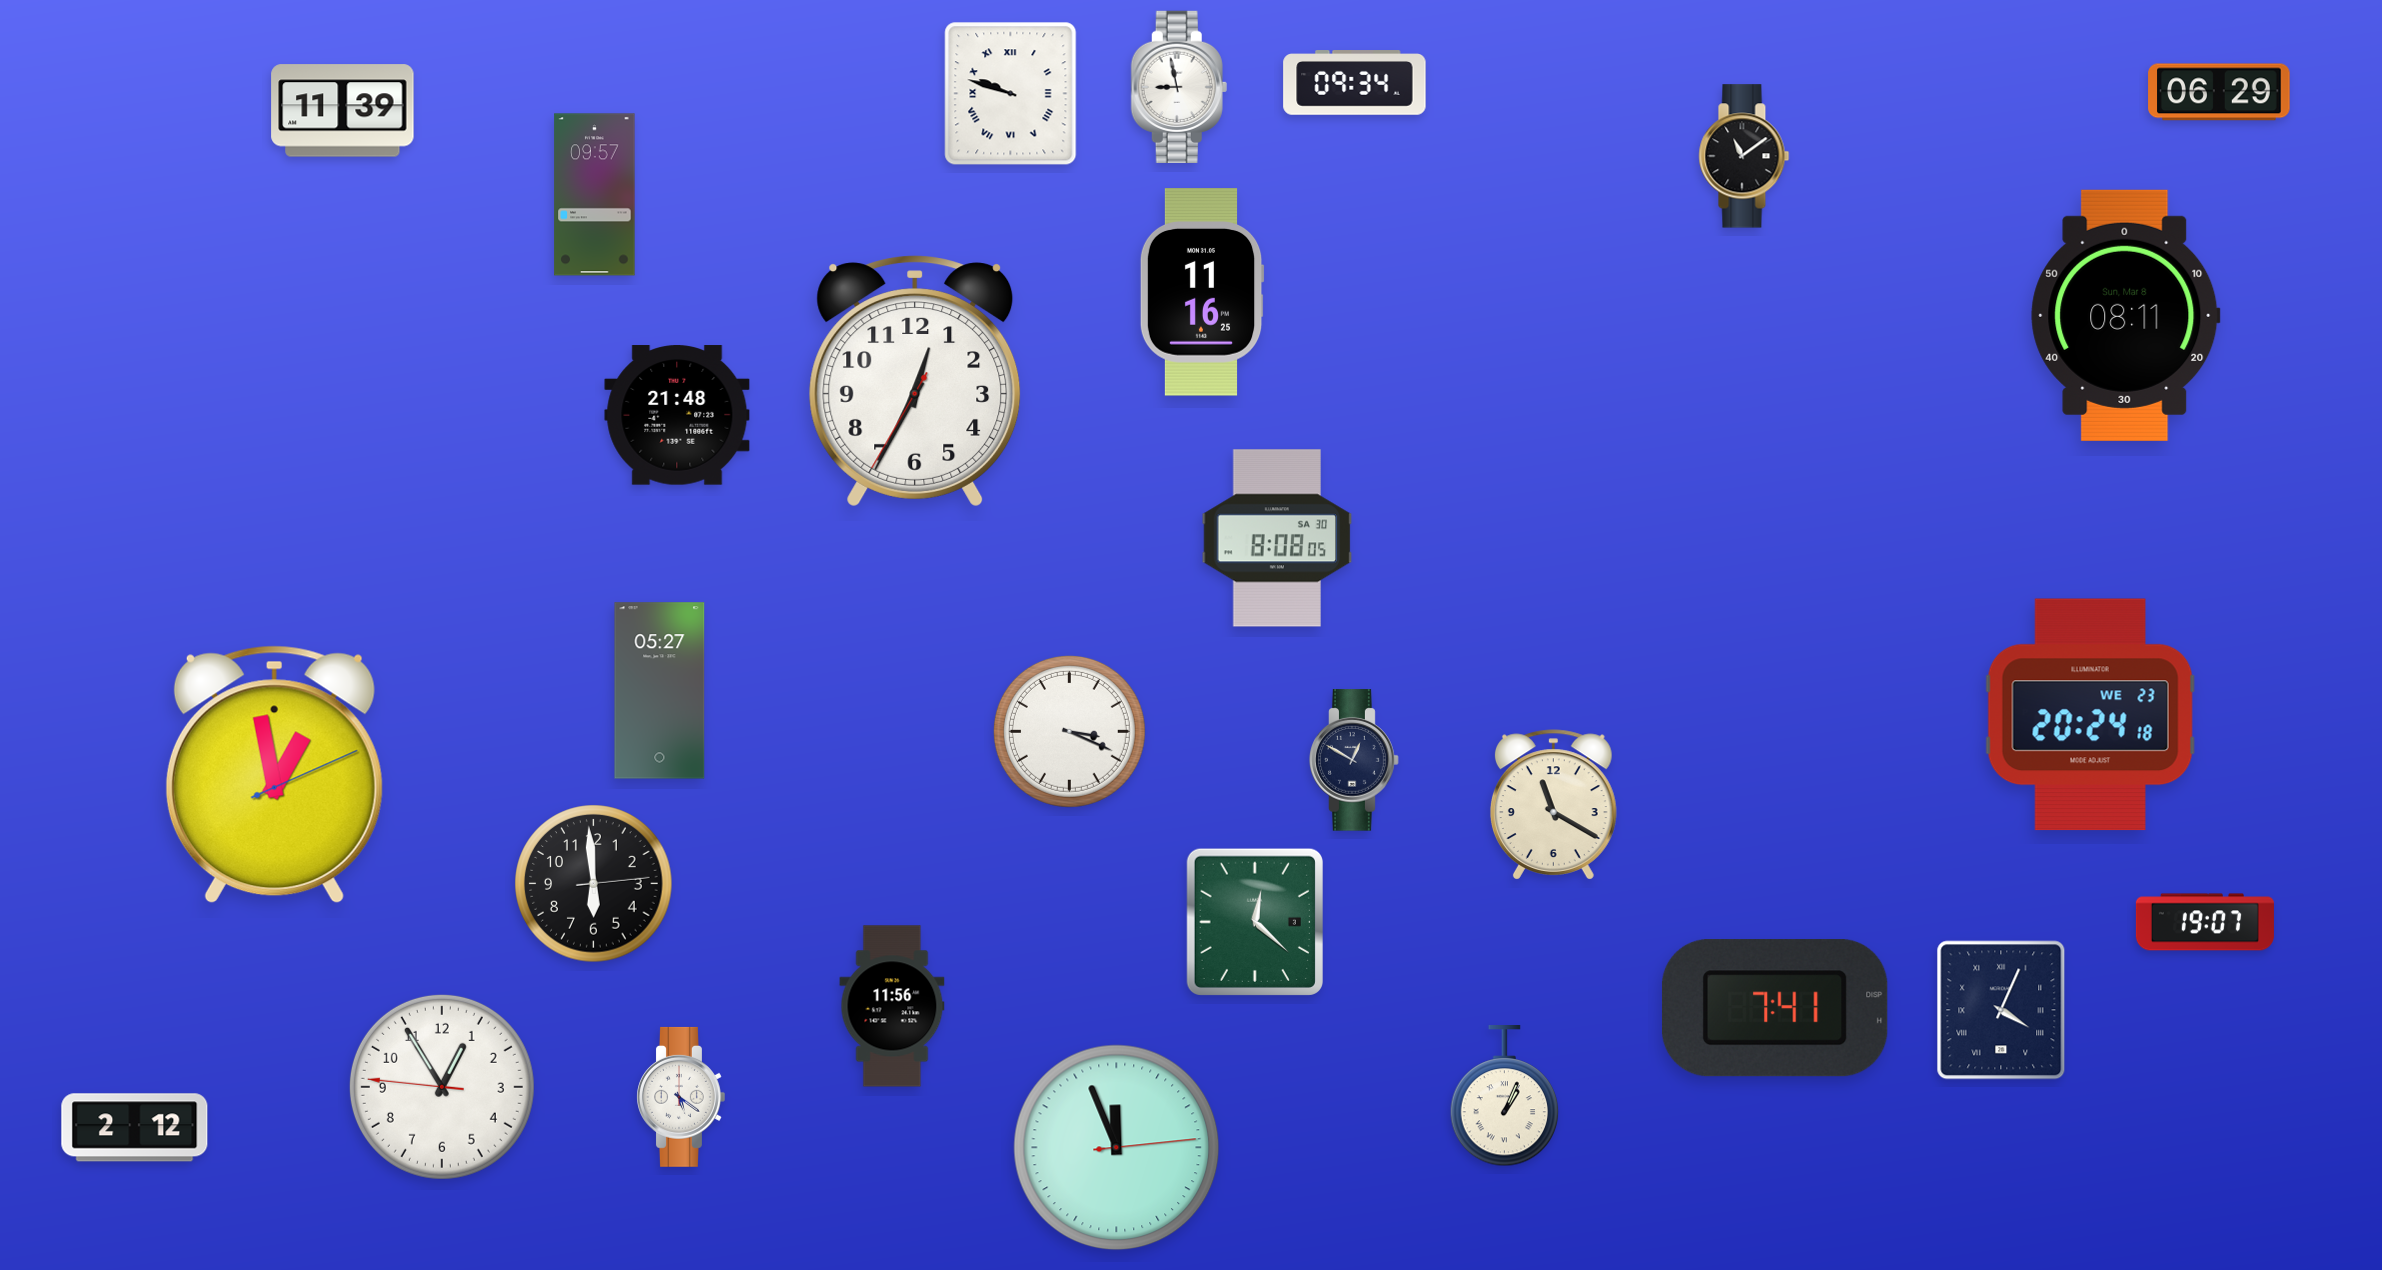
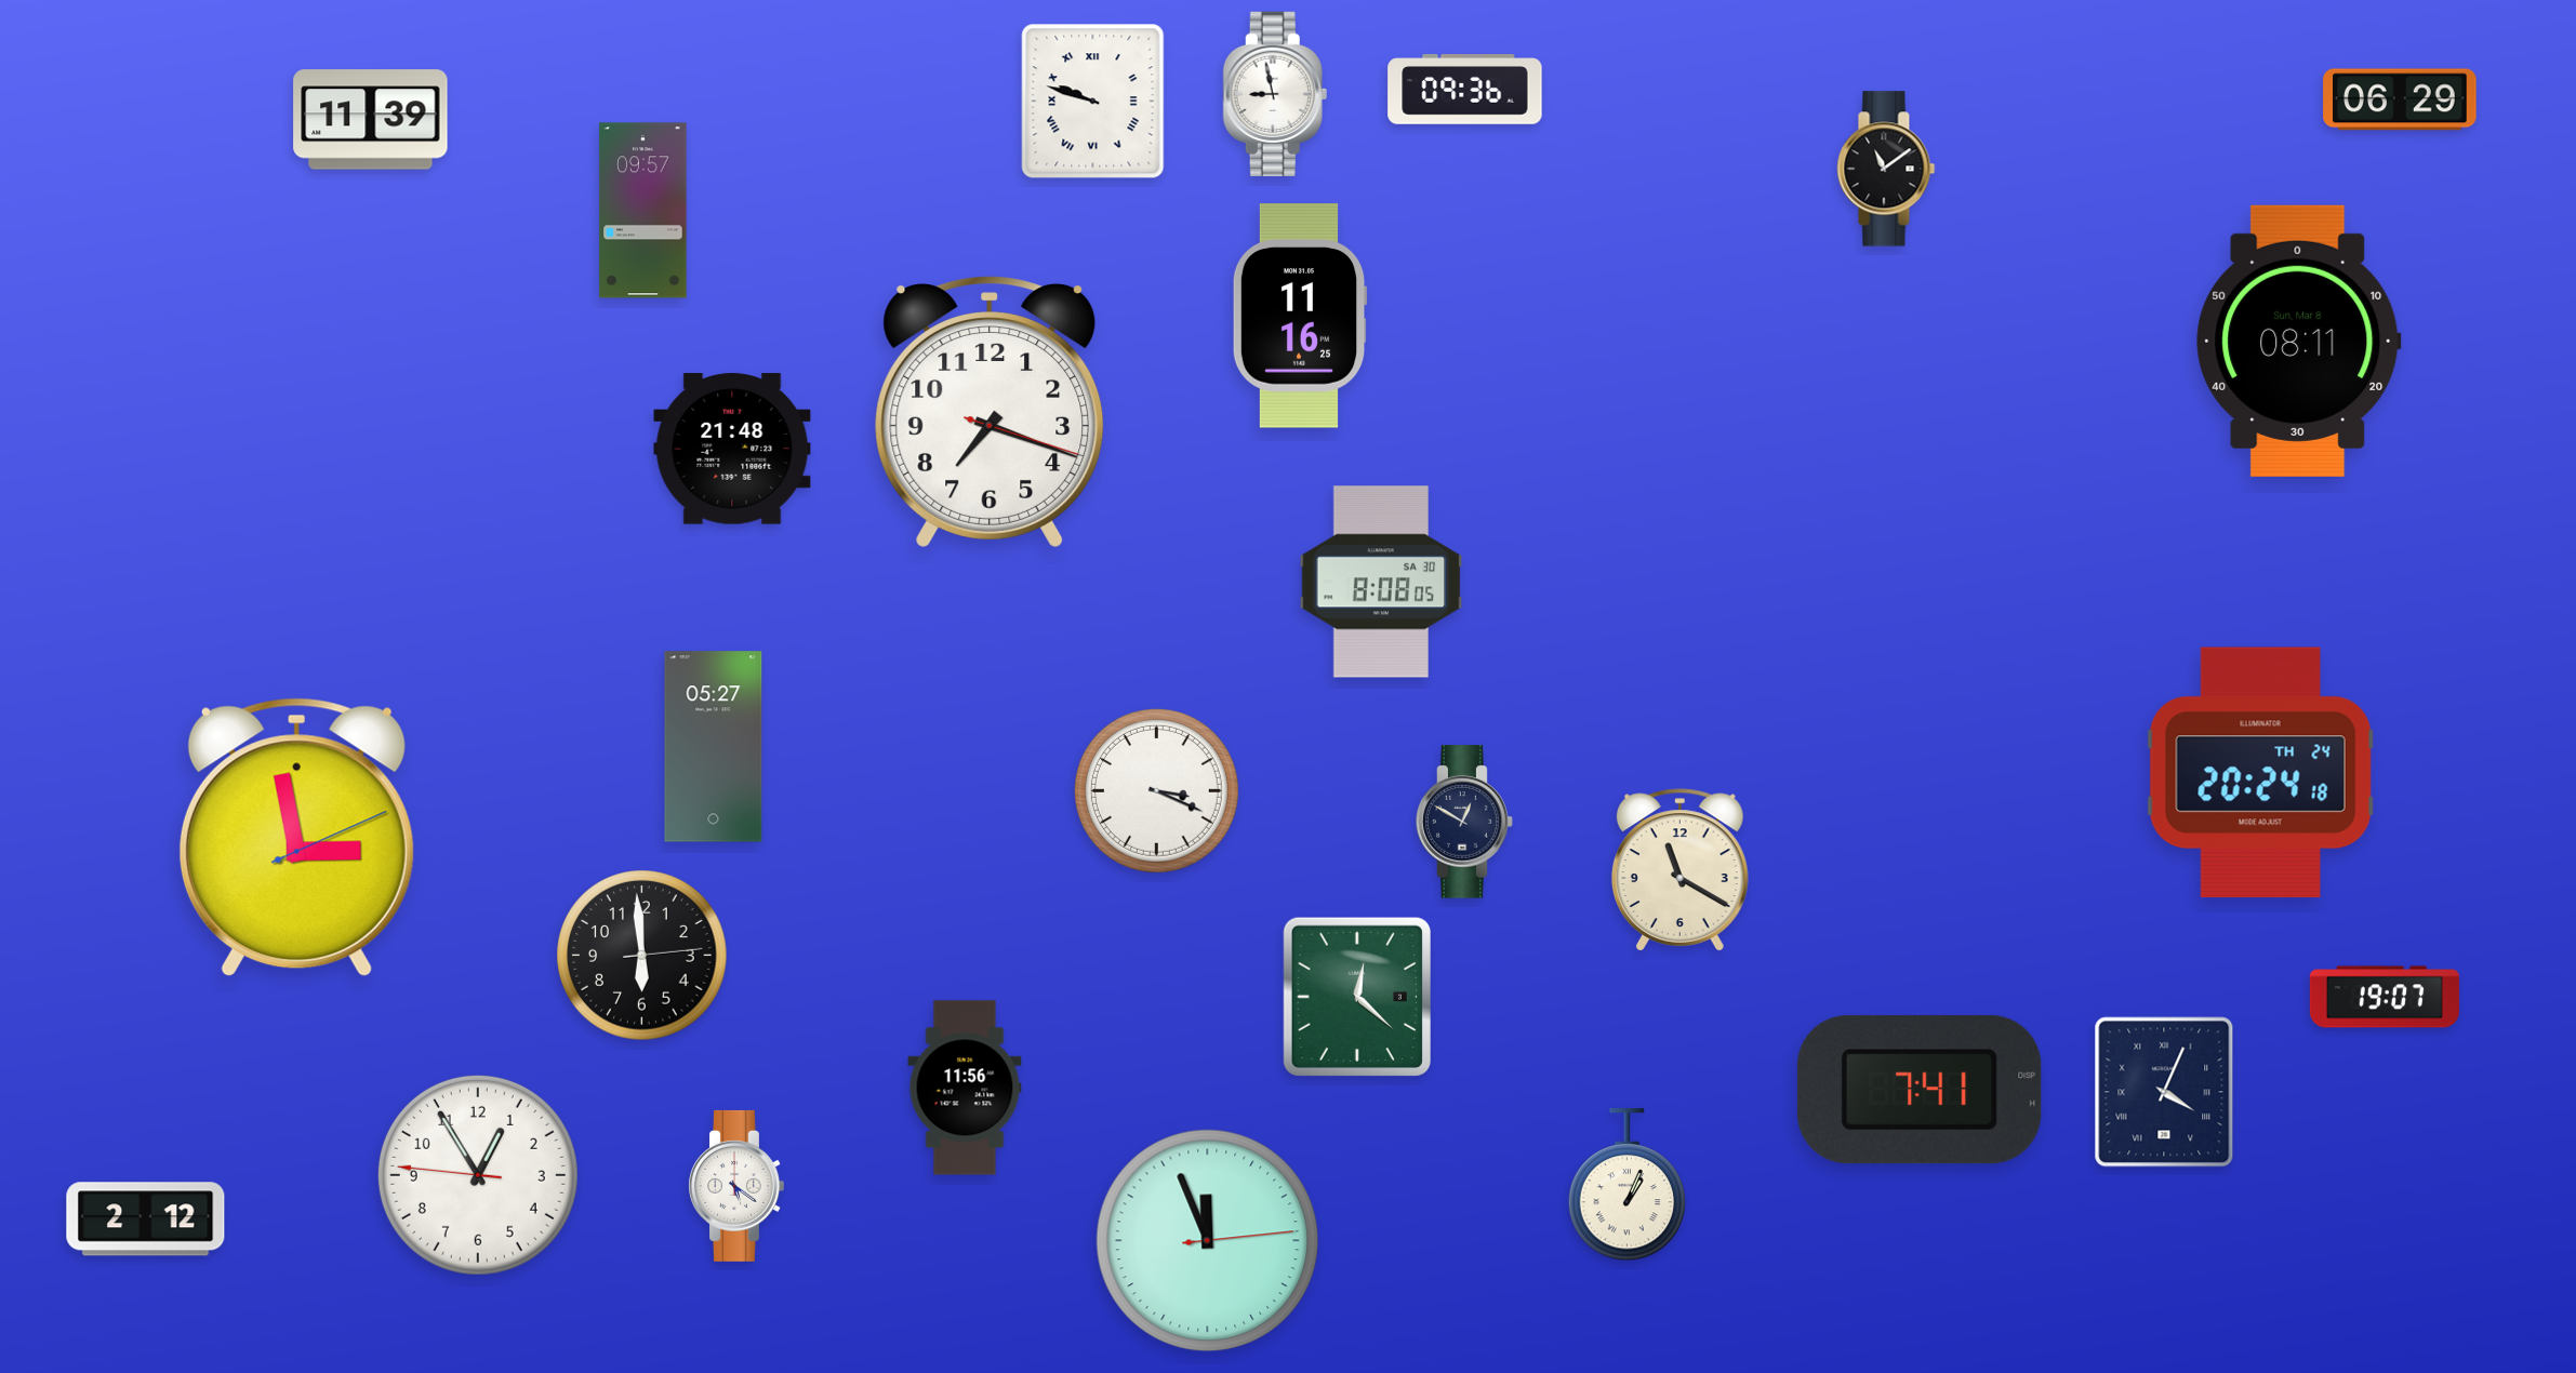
clock at (1355, 83): 09:34 -> 09:36
clock at (915, 381): 12:34 -> 7:18
clock at (2090, 715) date: WE 23 -> TH 24
clock at (274, 775): 12:58 -> 2:58
